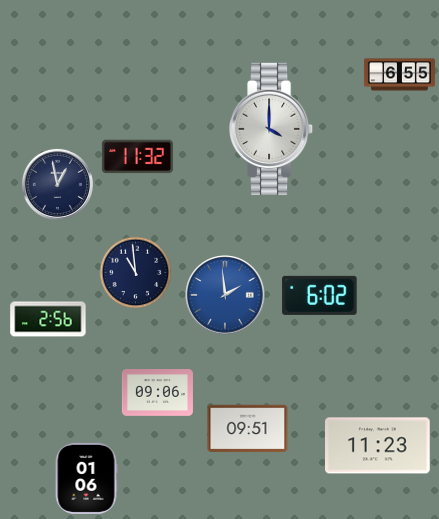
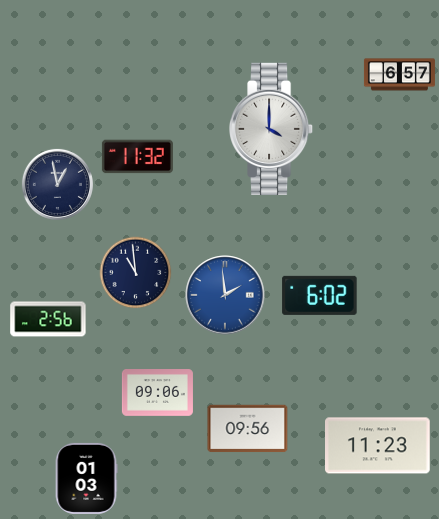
clock at (399, 75): 6:55 -> 6:57
clock at (248, 429): 09:51 -> 09:56
clock at (86, 478): 01:06 -> 01:03
